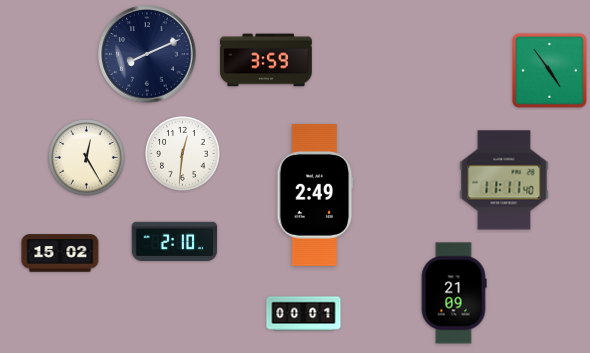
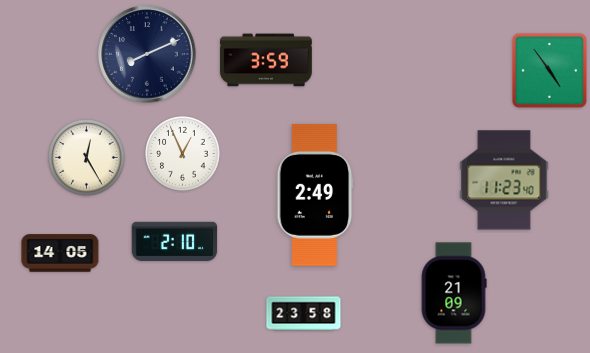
clock at (183, 154): 12:31 -> 12:56
clock at (504, 180): 11:11 -> 11:23
clock at (60, 253): 15:02 -> 14:05
clock at (304, 314): 00:01 -> 23:58
